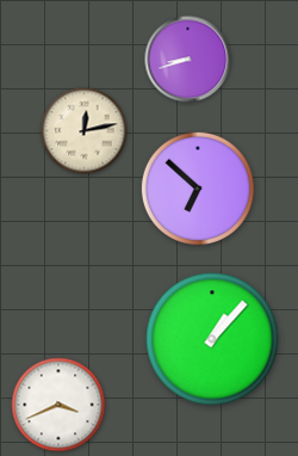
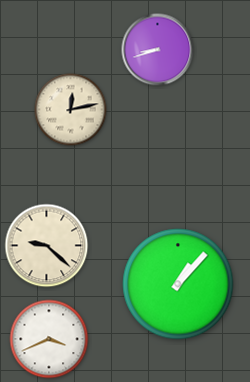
clock at (198, 189): 6:52 -> none
clock at (47, 246): none -> 9:22
